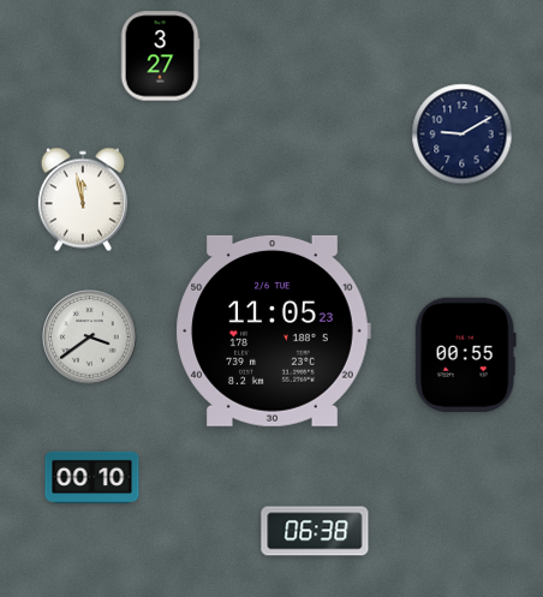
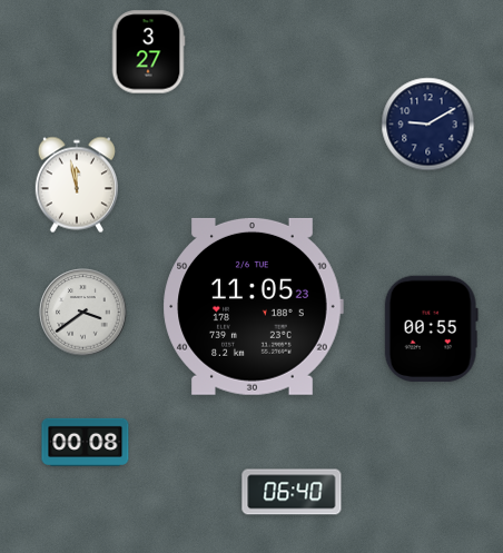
clock at (93, 477): 00:10 -> 00:08
clock at (315, 531): 06:38 -> 06:40
